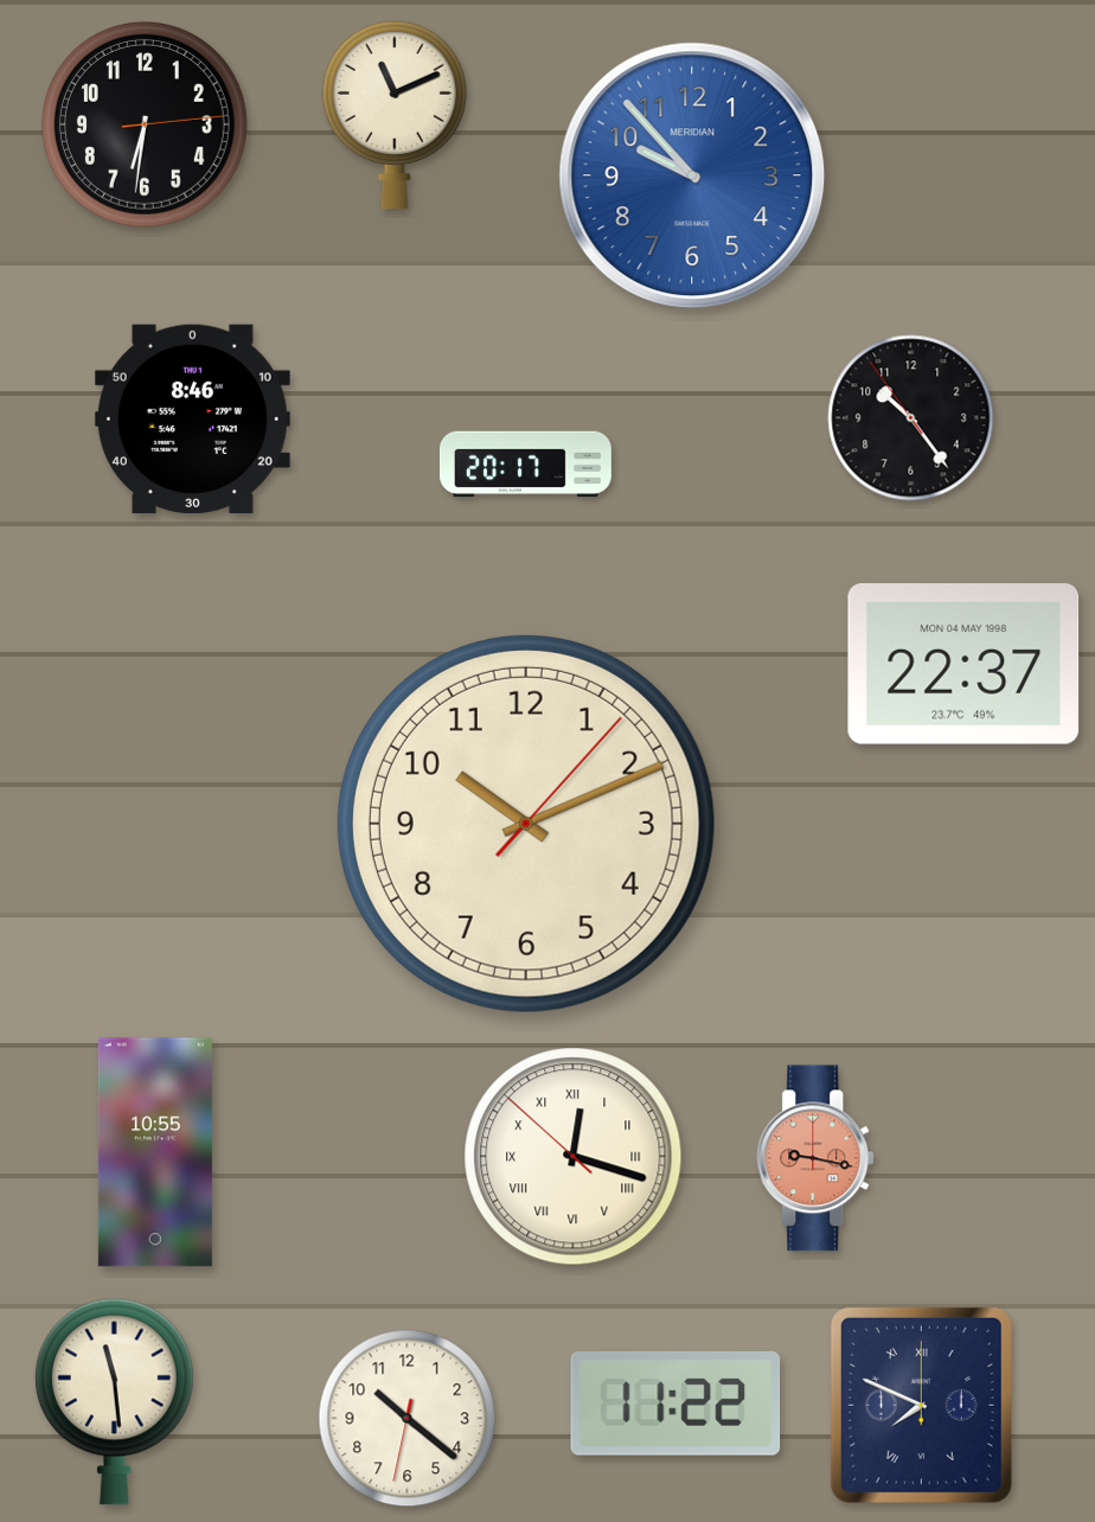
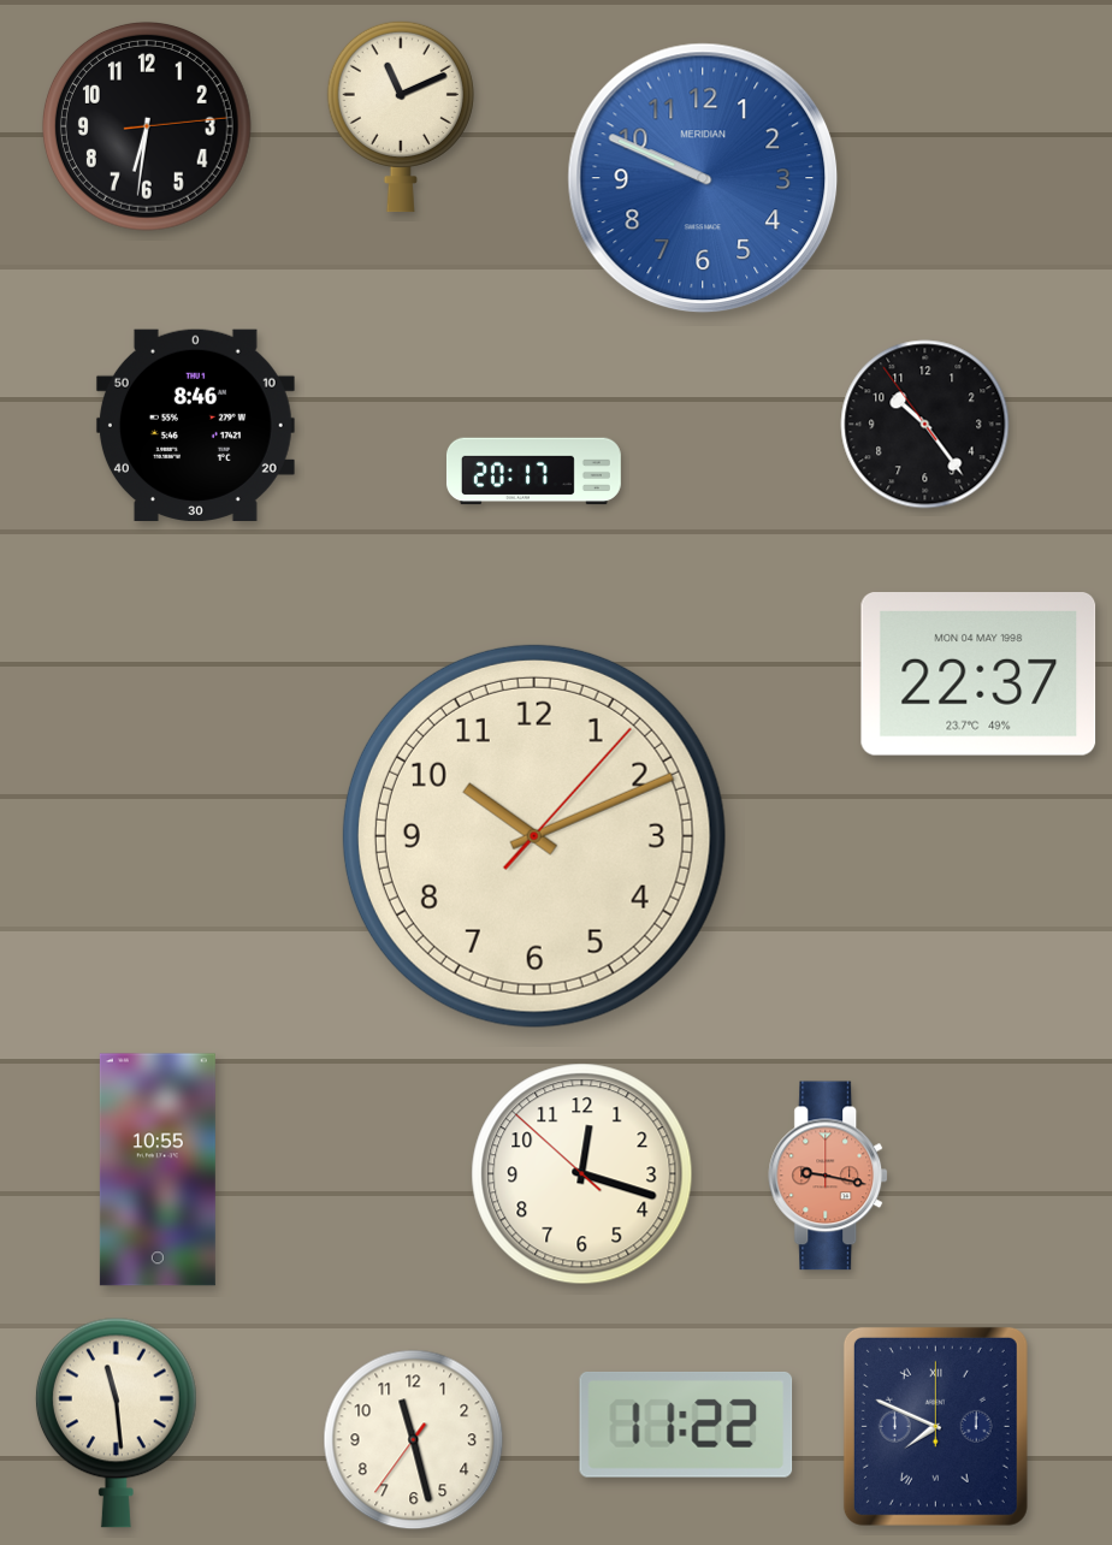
clock at (692, 175): 9:53 -> 9:49
clock at (574, 1157) numerals: Roman -> Arabic
clock at (408, 1419): 10:21 -> 11:27
